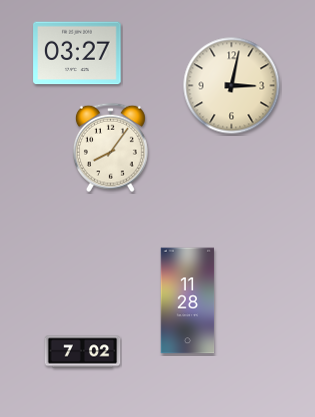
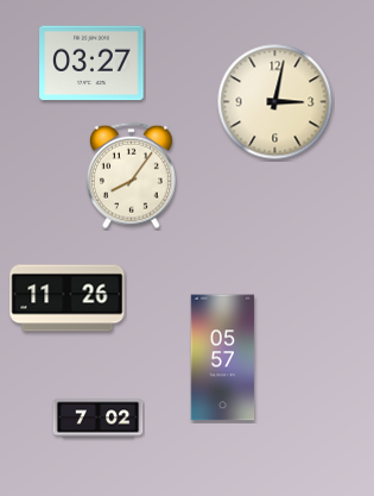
clock at (68, 299): none -> 11:26
clock at (188, 301): 11:28 -> 05:57
